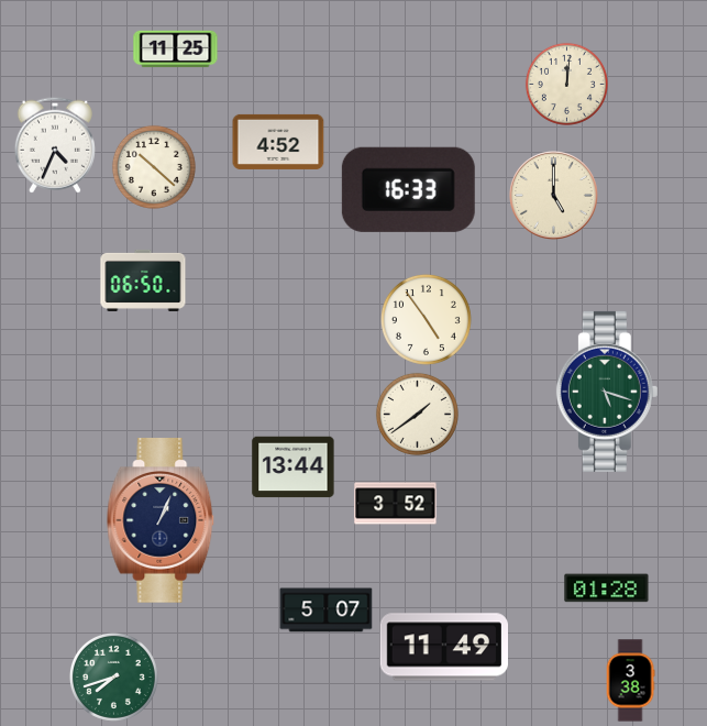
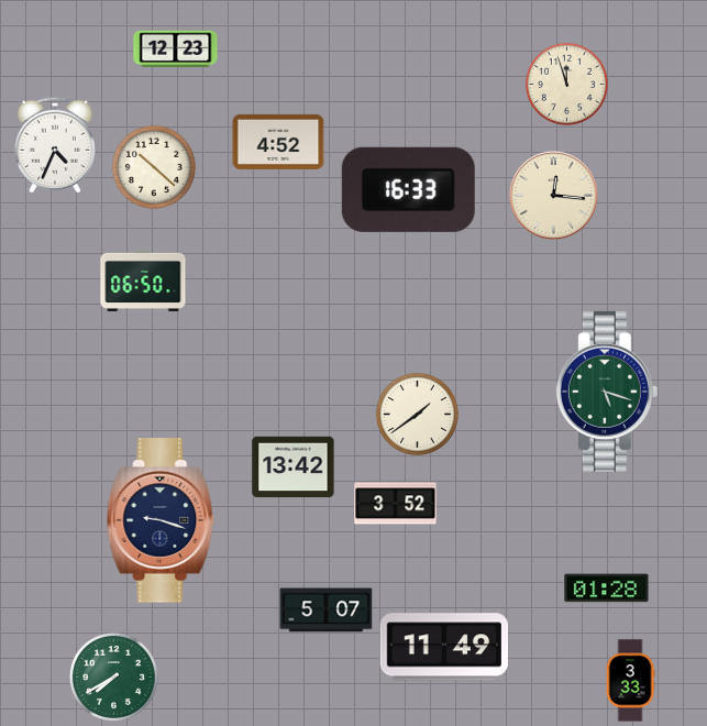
clock at (176, 50): 11:25 -> 12:23
clock at (566, 84): 12:01 -> 11:57
clock at (554, 196): 5:00 -> 12:16
clock at (426, 319): 4:54 -> none
clock at (294, 468): 13:44 -> 13:42
clock at (161, 521): 1:04 -> 9:18
clock at (113, 676): 7:42 -> 7:40
clock at (630, 681): 3:38 -> 3:33
